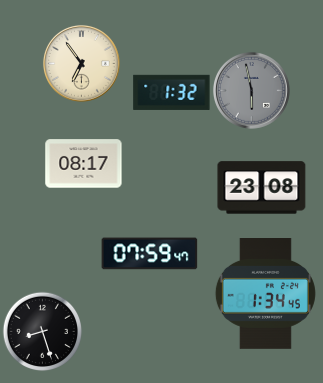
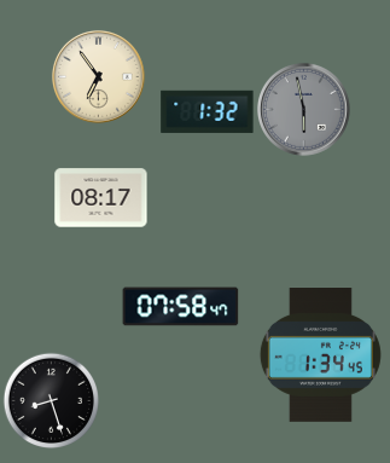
clock at (262, 188): 23:08 -> none
clock at (150, 254): 07:59 -> 07:58
